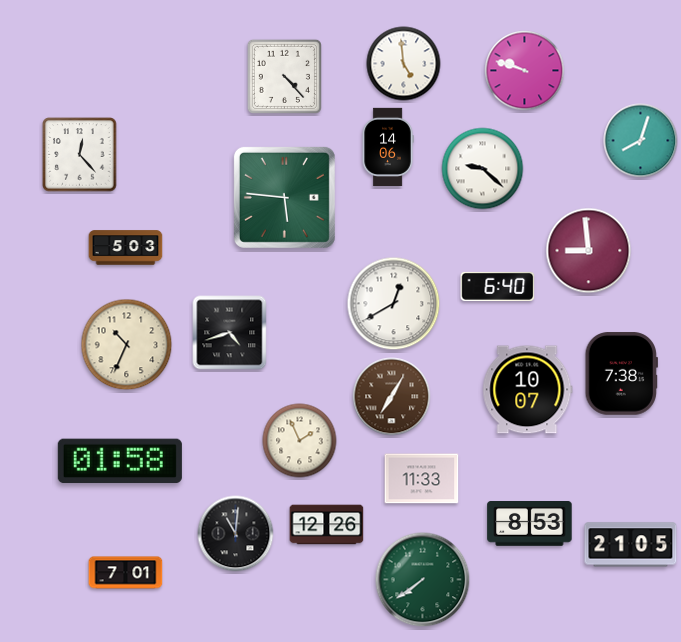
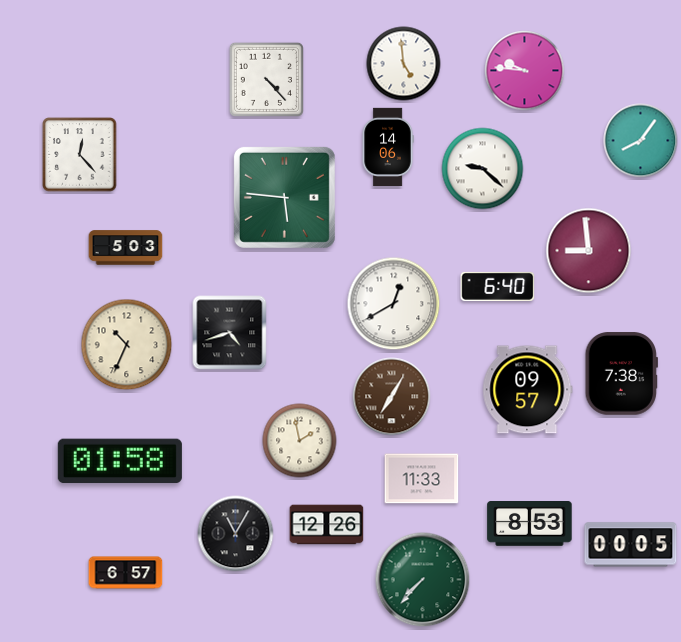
clock at (525, 71): 9:48 -> 9:46
clock at (284, 76) position: (284, 76) -> (266, 79)
clock at (641, 141): 8:03 -> 8:06
clock at (528, 390): 10:07 -> 09:57
clock at (300, 441): 1:56 -> 1:58
clock at (236, 534): 11:01 -> 11:05
clock at (631, 545): 21:05 -> 00:05
clock at (126, 573): 7:01 -> 6:57
clock at (423, 580): 7:39 -> 7:37
